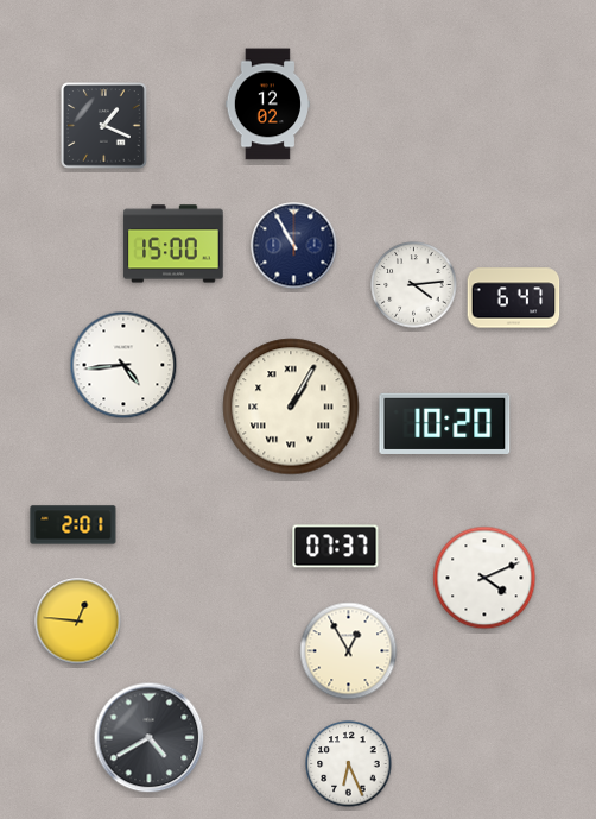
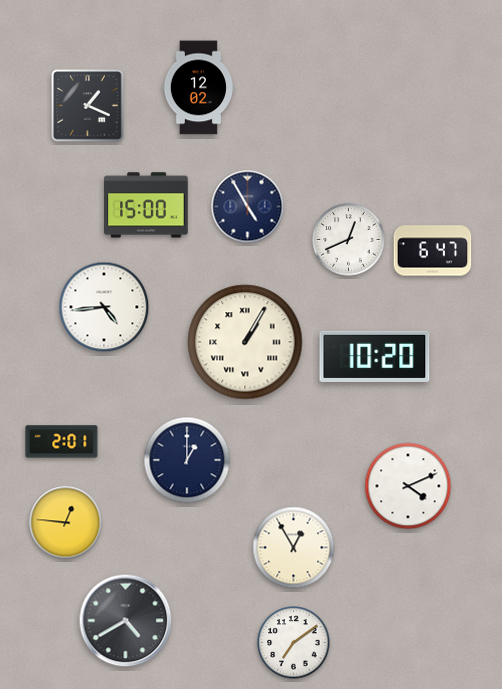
clock at (267, 105) position: (267, 105) -> (198, 88)
clock at (294, 246): 10:55 -> 4:55
clock at (414, 285): 4:14 -> 12:41
clock at (187, 460): none -> 1:00
clock at (336, 547): 07:37 -> none
clock at (349, 764): 6:26 -> 7:09
